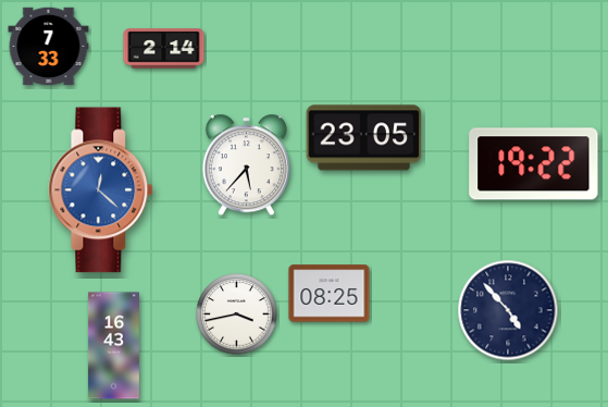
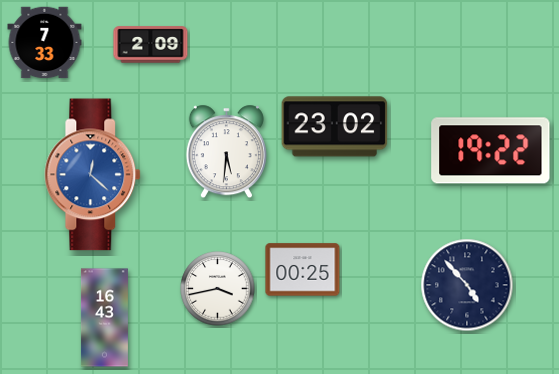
clock at (164, 49): 2:14 -> 2:09
clock at (364, 138): 23:05 -> 23:02
clock at (246, 165): 5:37 -> 5:31
clock at (330, 294): 08:25 -> 00:25
